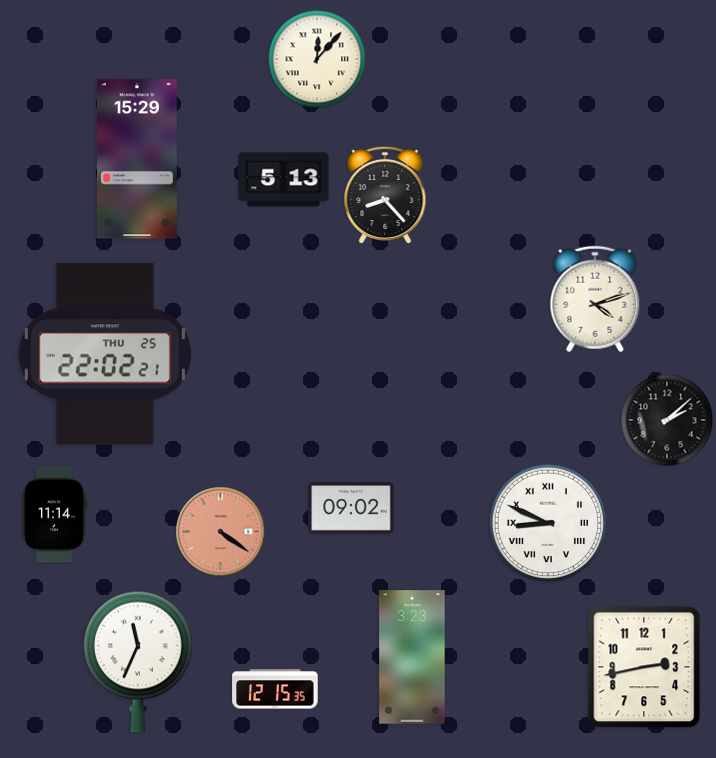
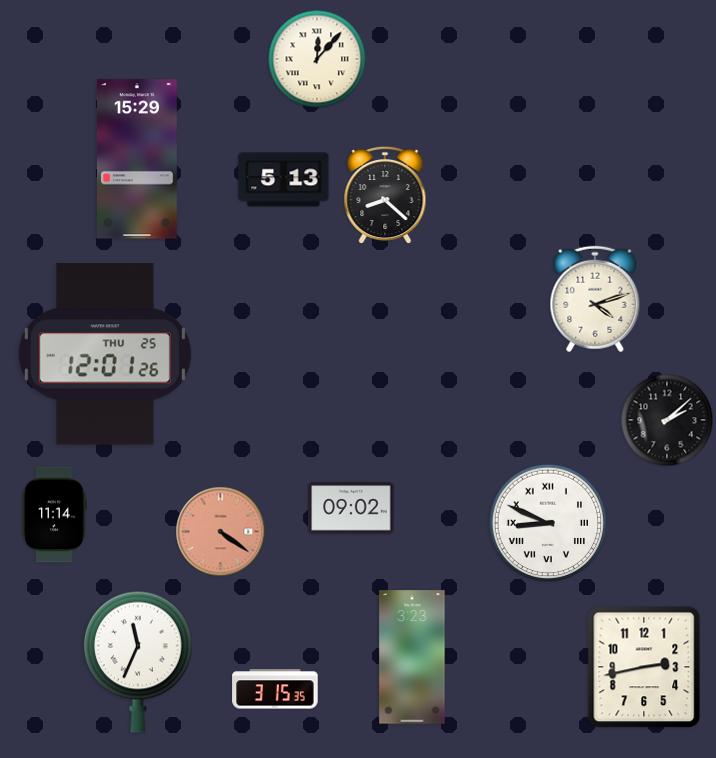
clock at (385, 195): 8:23 -> 8:22
clock at (105, 354): 22:02 -> 12:01
clock at (275, 689): 12:15 -> 3:15
